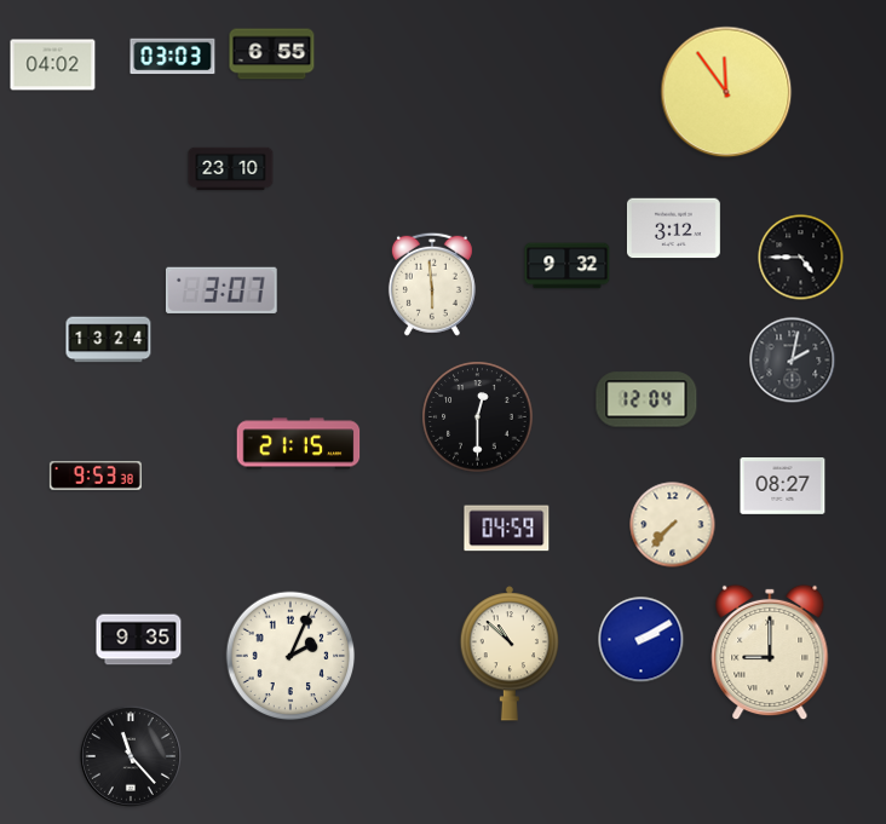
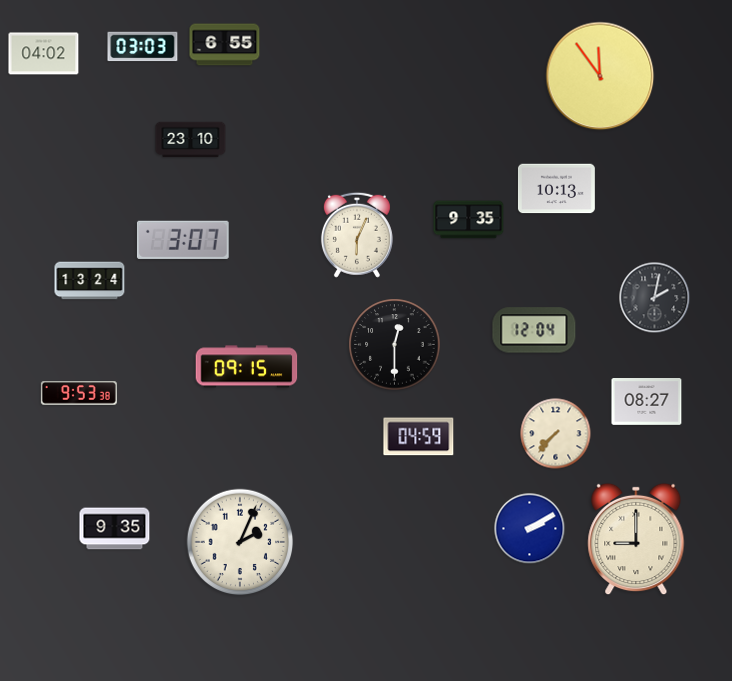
clock at (673, 229): 3:12 -> 10:13
clock at (801, 258): 4:45 -> none
clock at (568, 266): 9:32 -> 9:35
clock at (432, 284): 5:59 -> 6:04
clock at (299, 444): 21:15 -> 09:15
clock at (508, 653): 10:52 -> none
clock at (131, 756): 11:23 -> none
